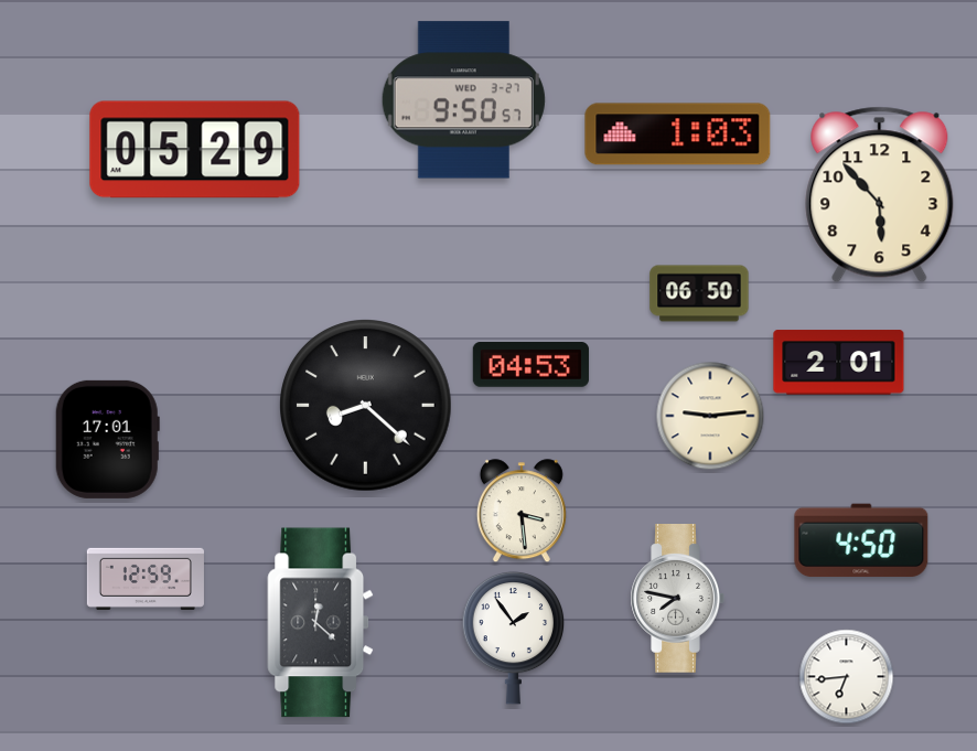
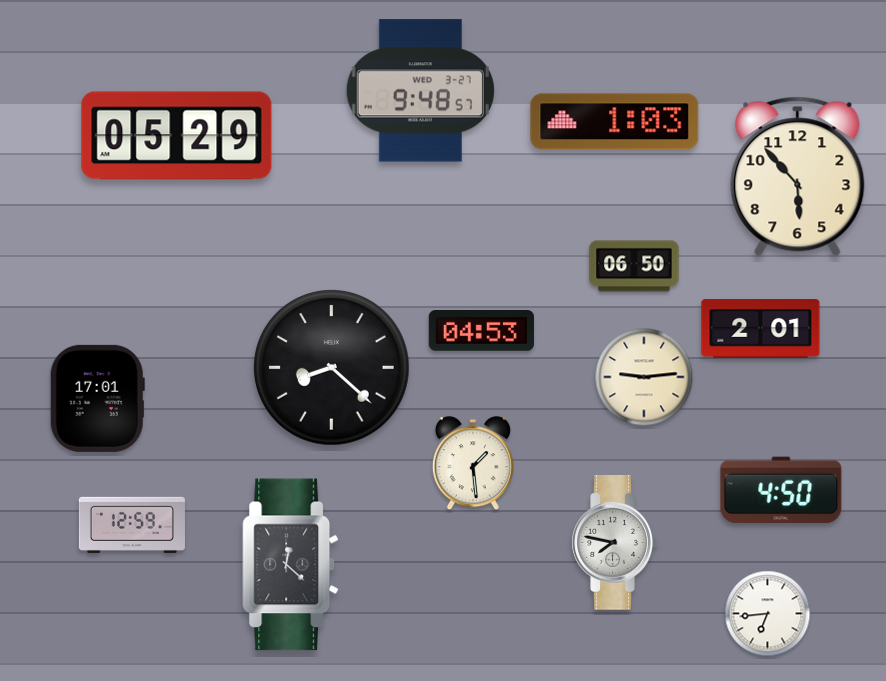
clock at (463, 100): 9:50 -> 9:48
clock at (522, 512): 3:29 -> 1:29
clock at (514, 637): 1:54 -> none
